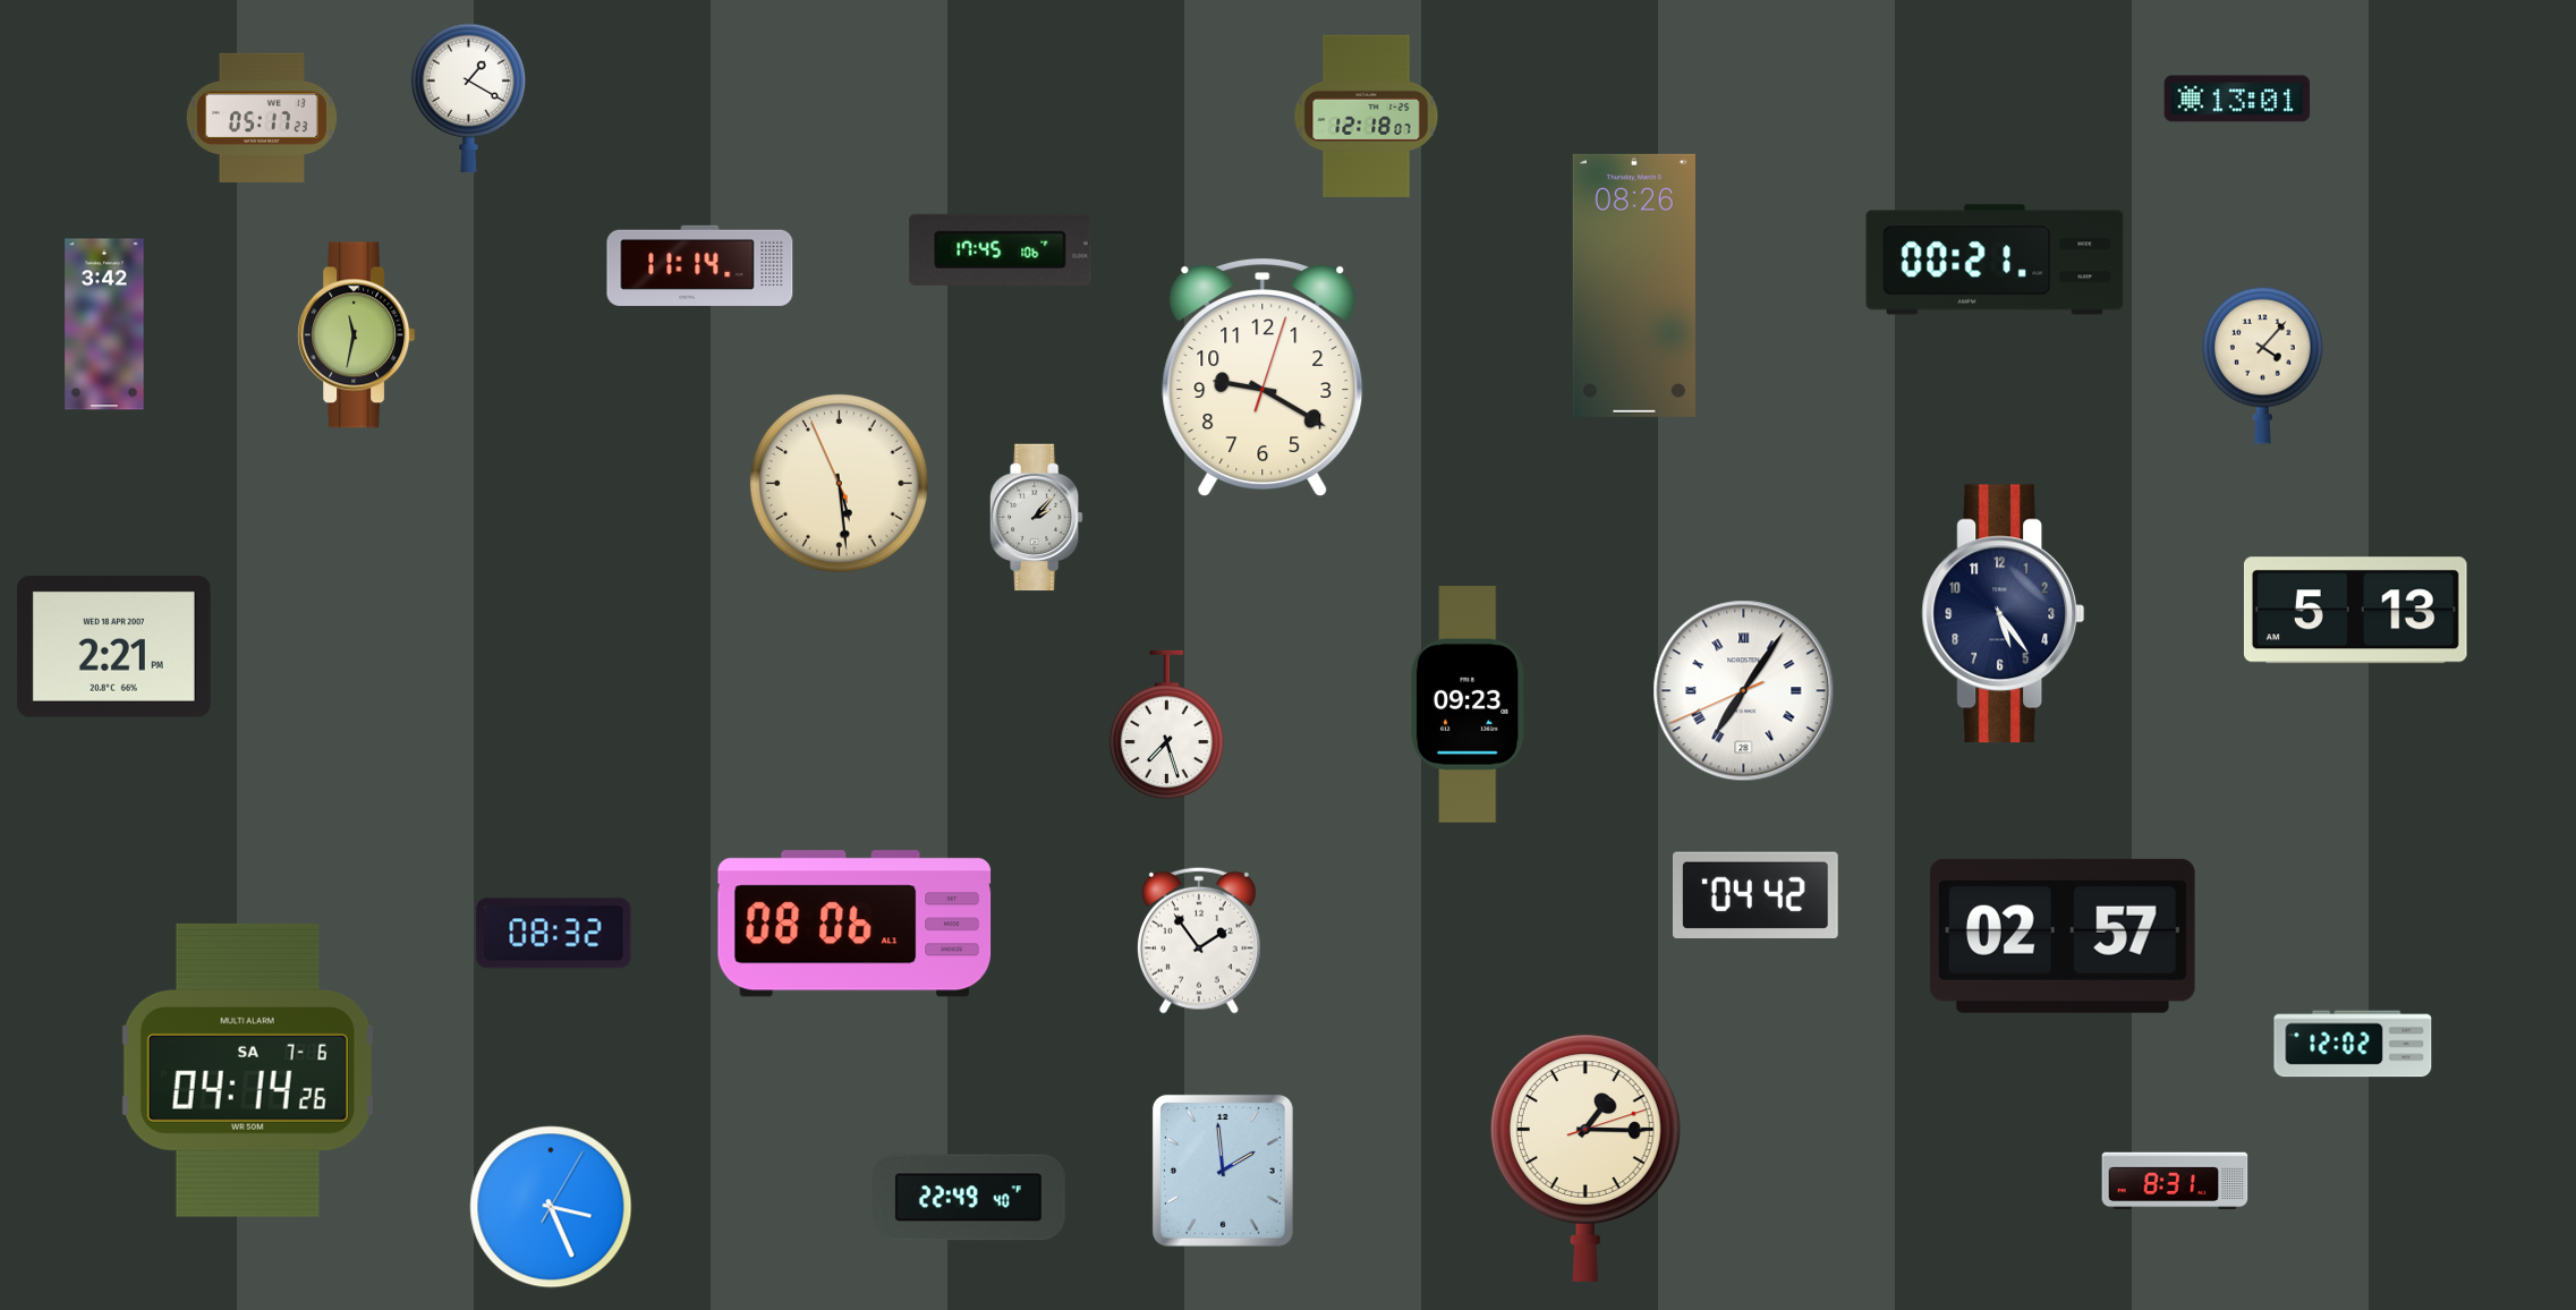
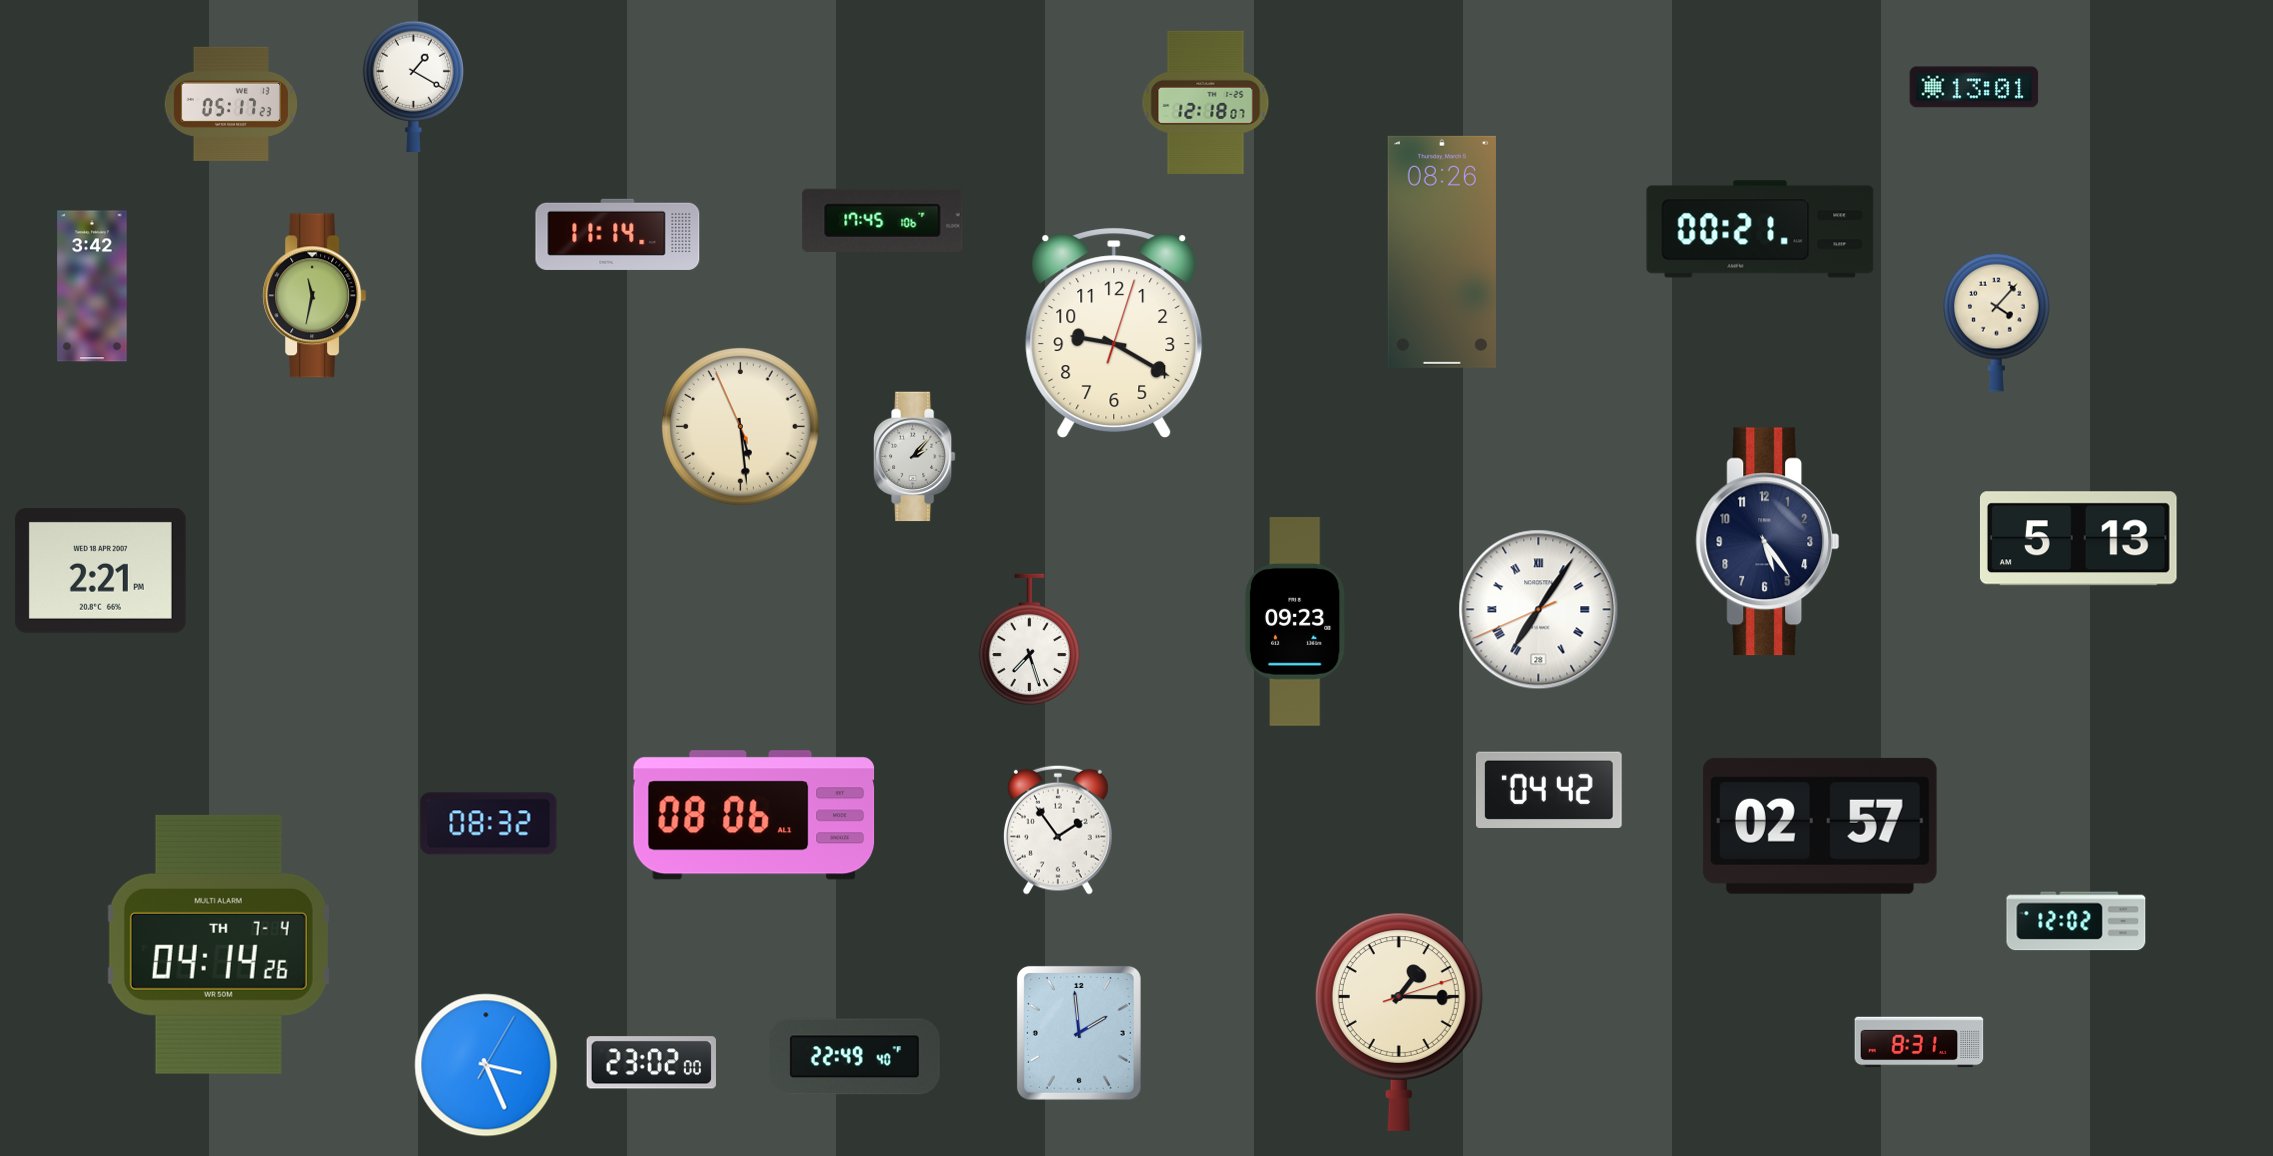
clock at (247, 1070) date: SA 7-6 -> TH 7-4
clock at (651, 1063): none -> 23:02
